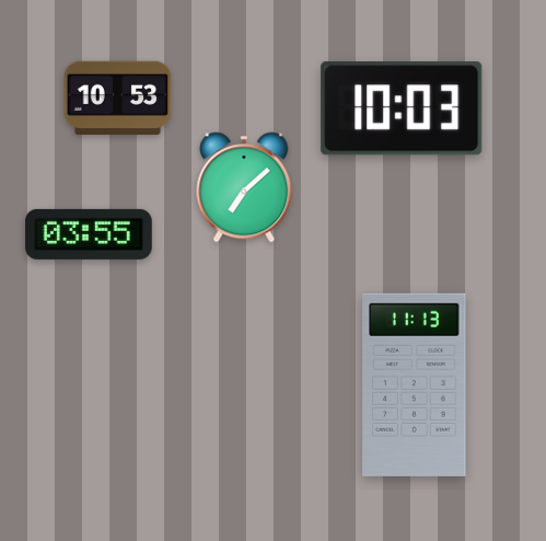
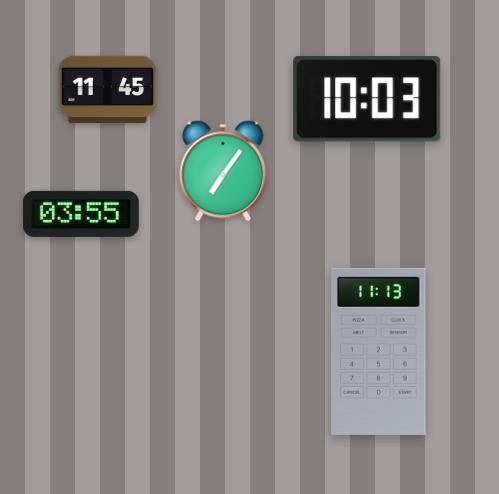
clock at (118, 99): 10:53 -> 11:45
clock at (244, 187): 7:08 -> 7:06
